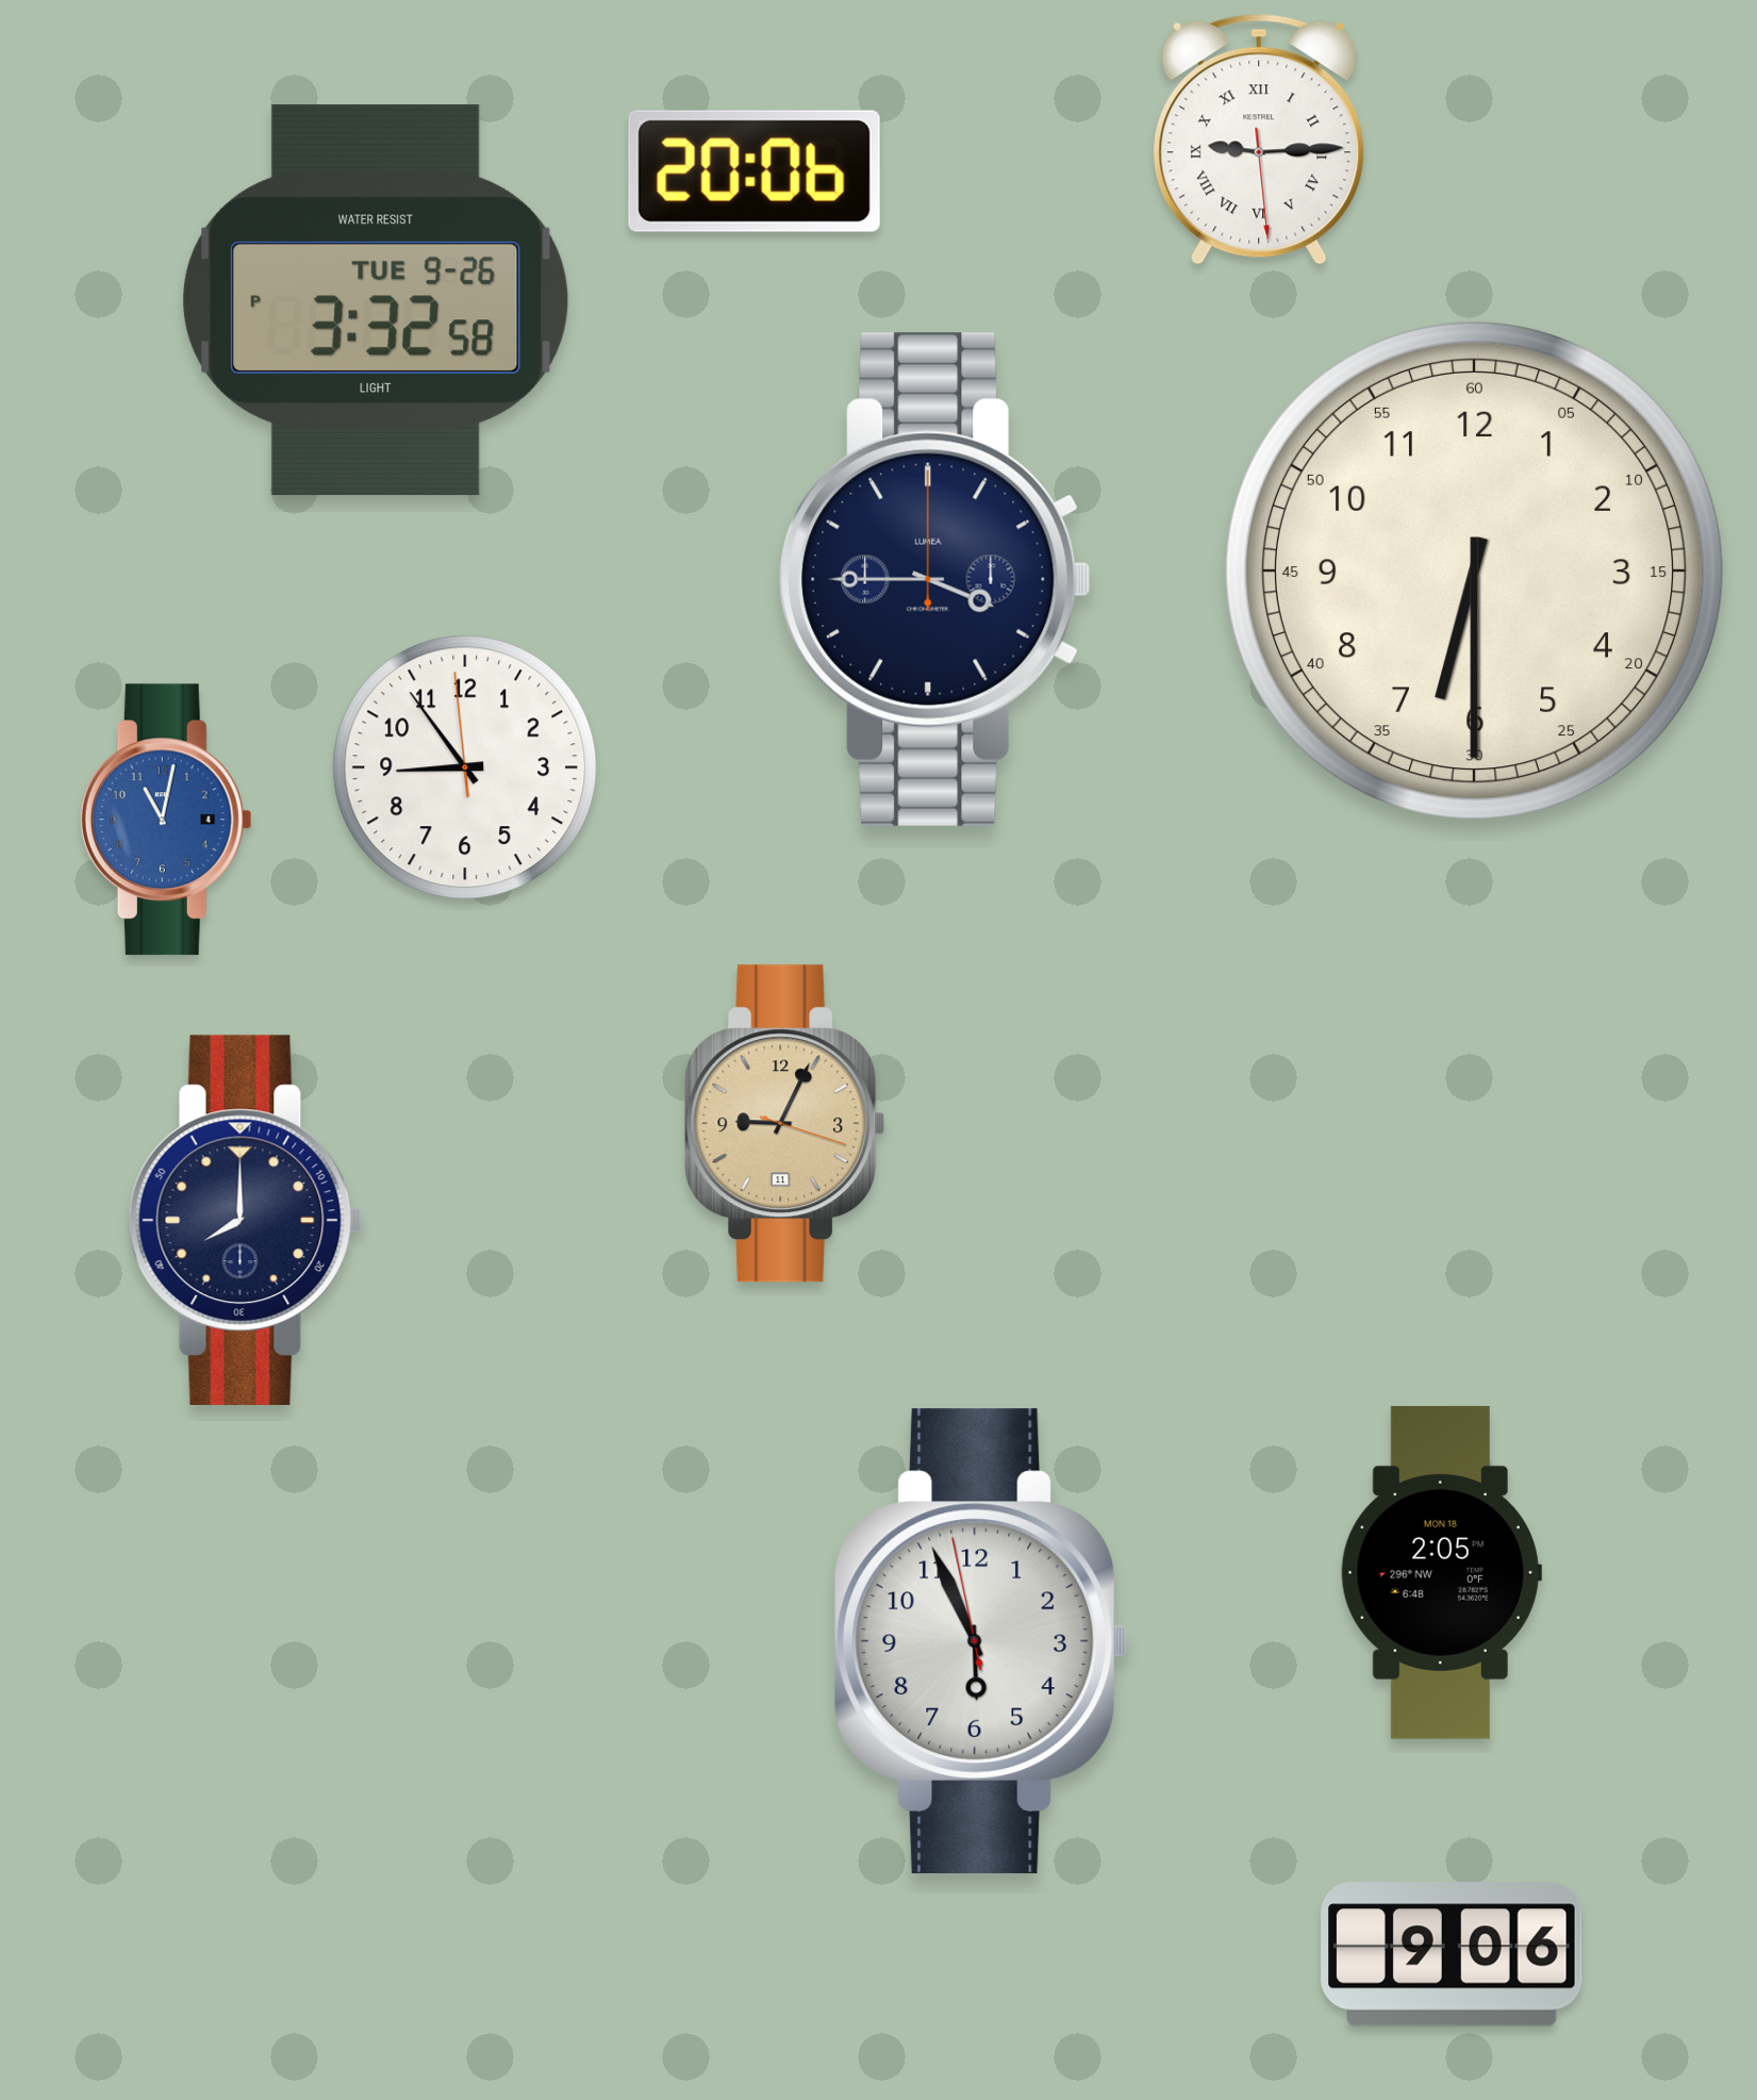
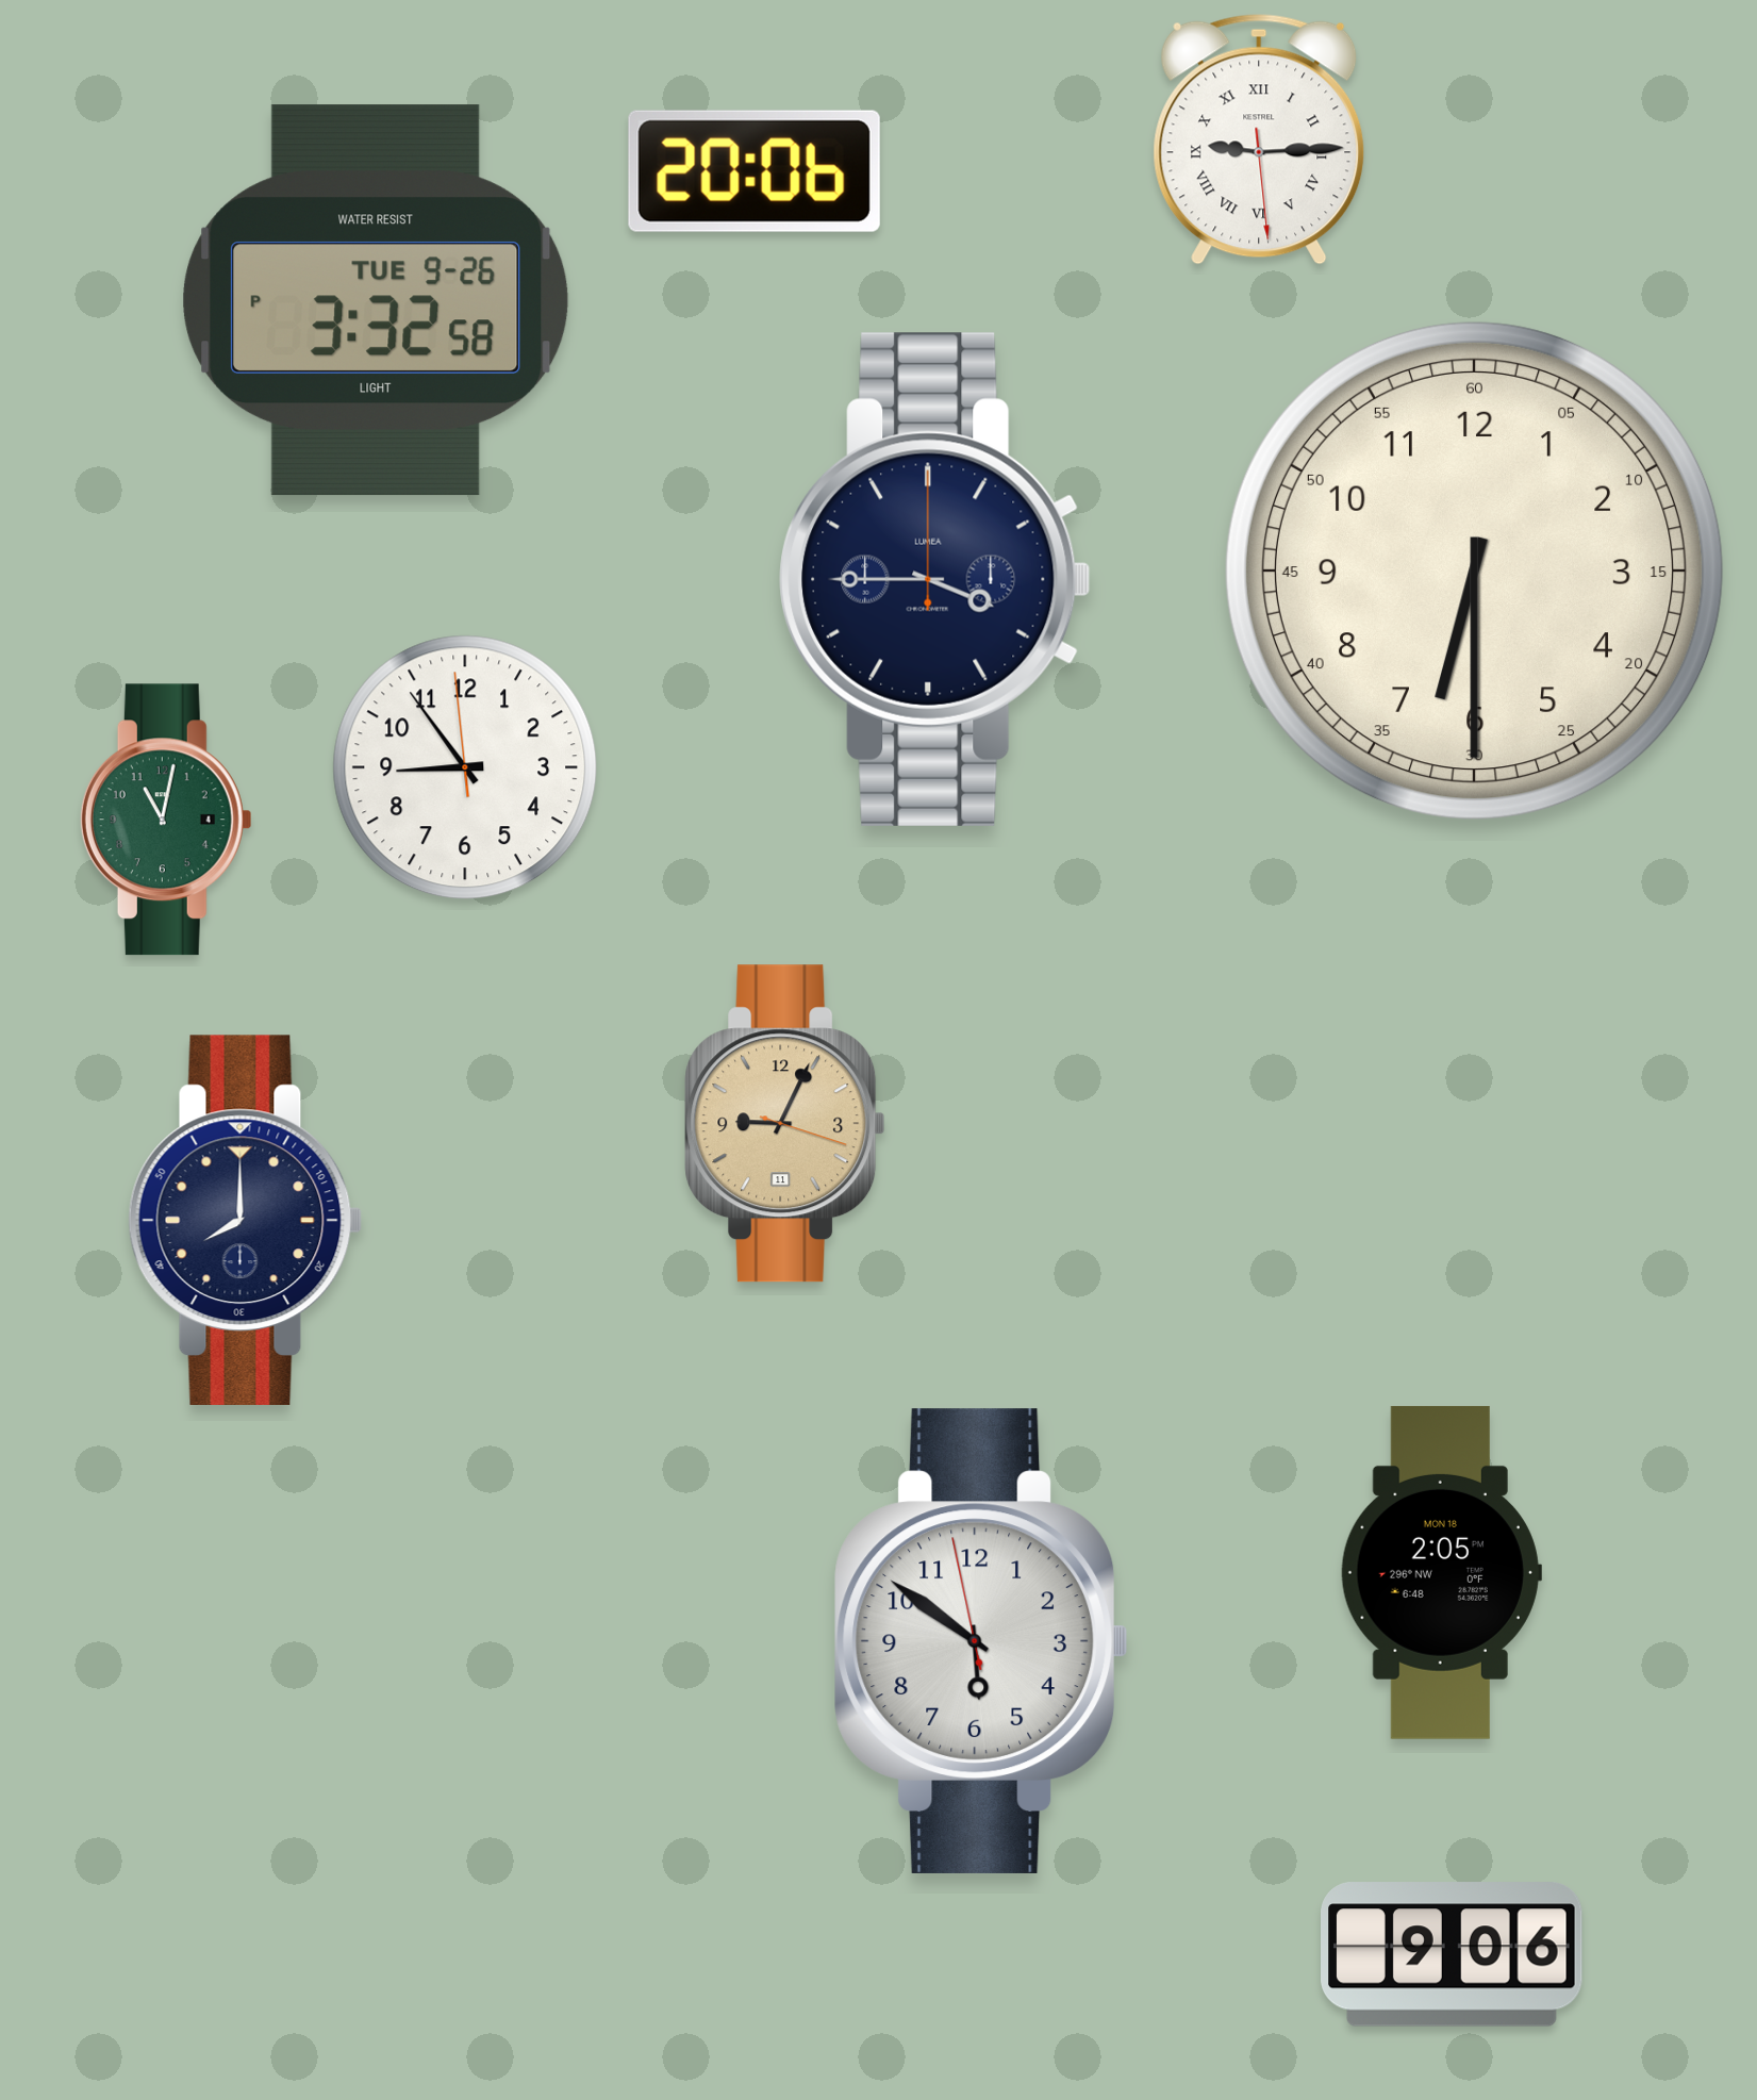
clock at (166, 820) dial: blue -> green
clock at (981, 1641): 5:55 -> 5:50
